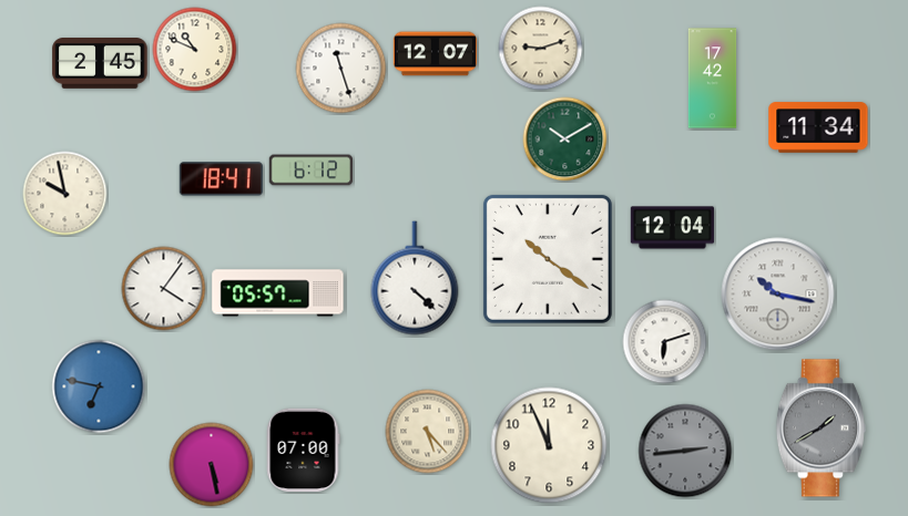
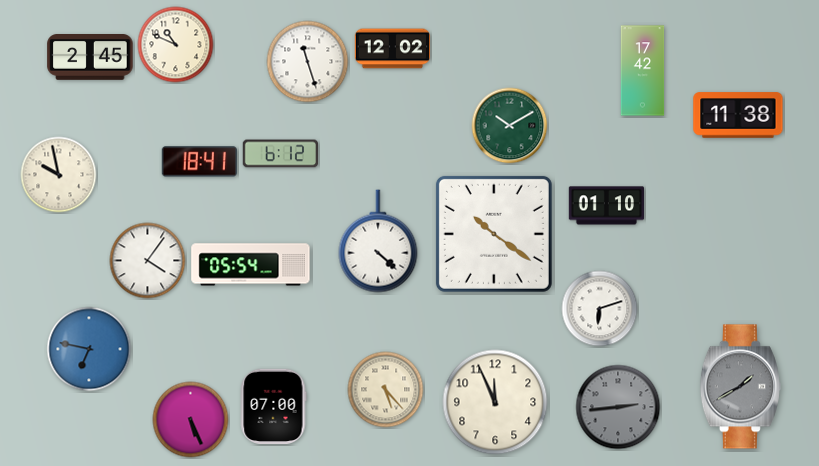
clock at (541, 49): 9:12 -> none
clock at (436, 54): 12:07 -> 12:02
clock at (818, 127): 11:34 -> 11:38
clock at (673, 228): 12:04 -> 01:10
clock at (415, 278) position: (415, 278) -> (378, 241)
clock at (278, 293): 05:57 -> 05:54
clock at (778, 295): 10:17 -> none
clock at (212, 465): 5:28 -> 5:26
